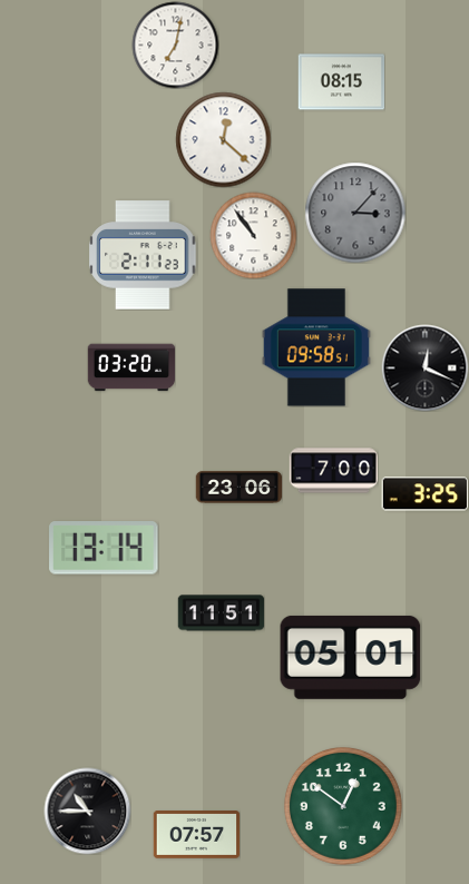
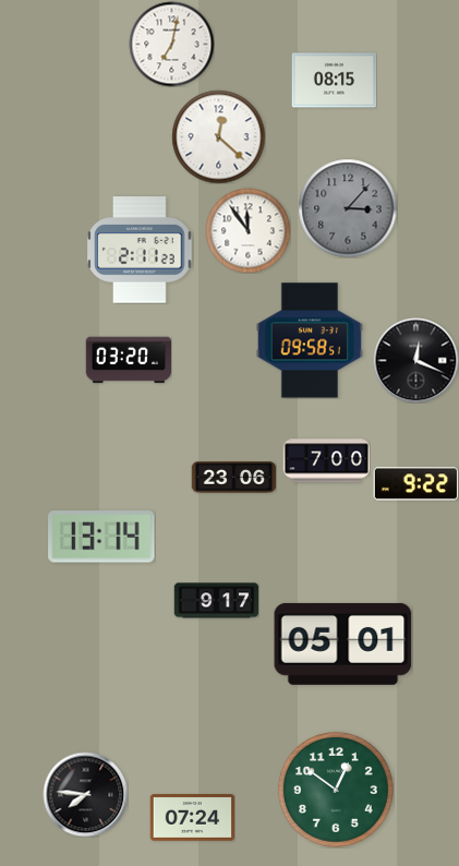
clock at (253, 235): 10:54 -> 11:54
clock at (424, 494): 3:25 -> 9:22
clock at (221, 613): 11:51 -> 9:17
clock at (87, 811): 10:45 -> 7:46
clock at (196, 835): 07:57 -> 07:24
